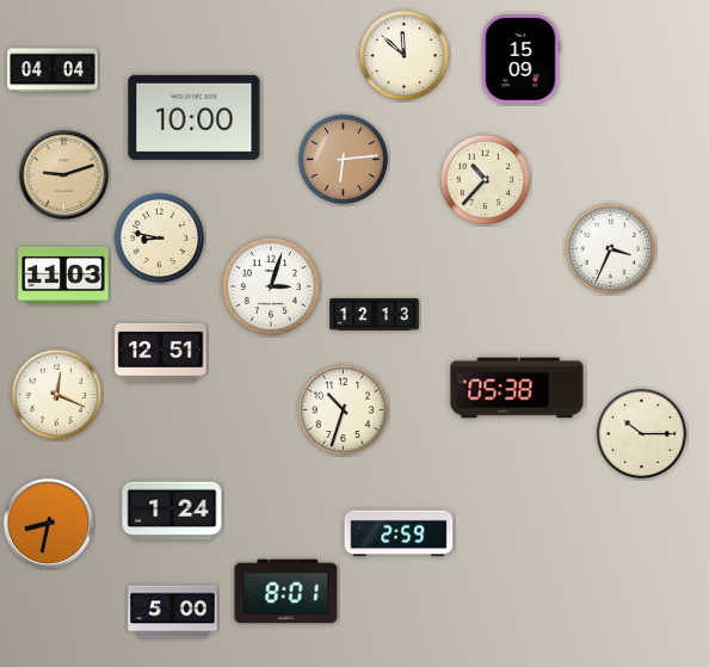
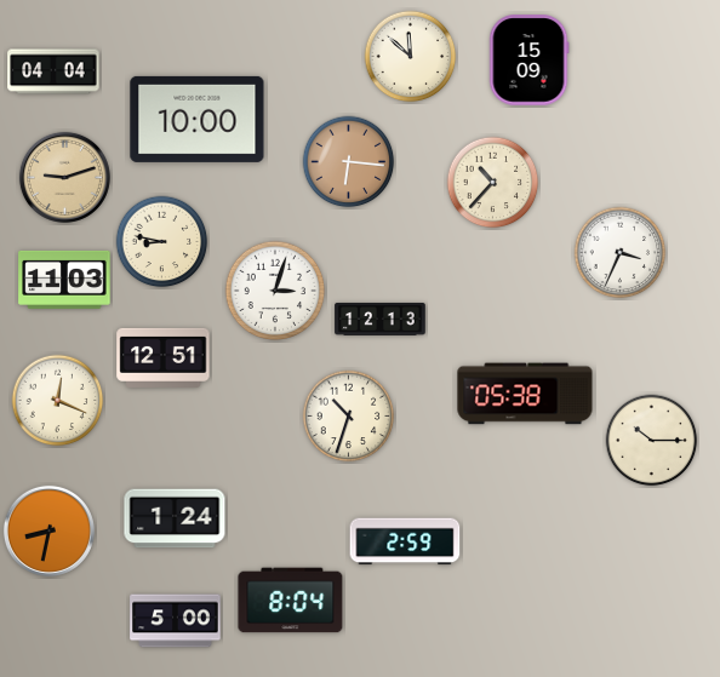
clock at (344, 160): 6:14 -> 6:16
clock at (286, 592): 8:01 -> 8:04
